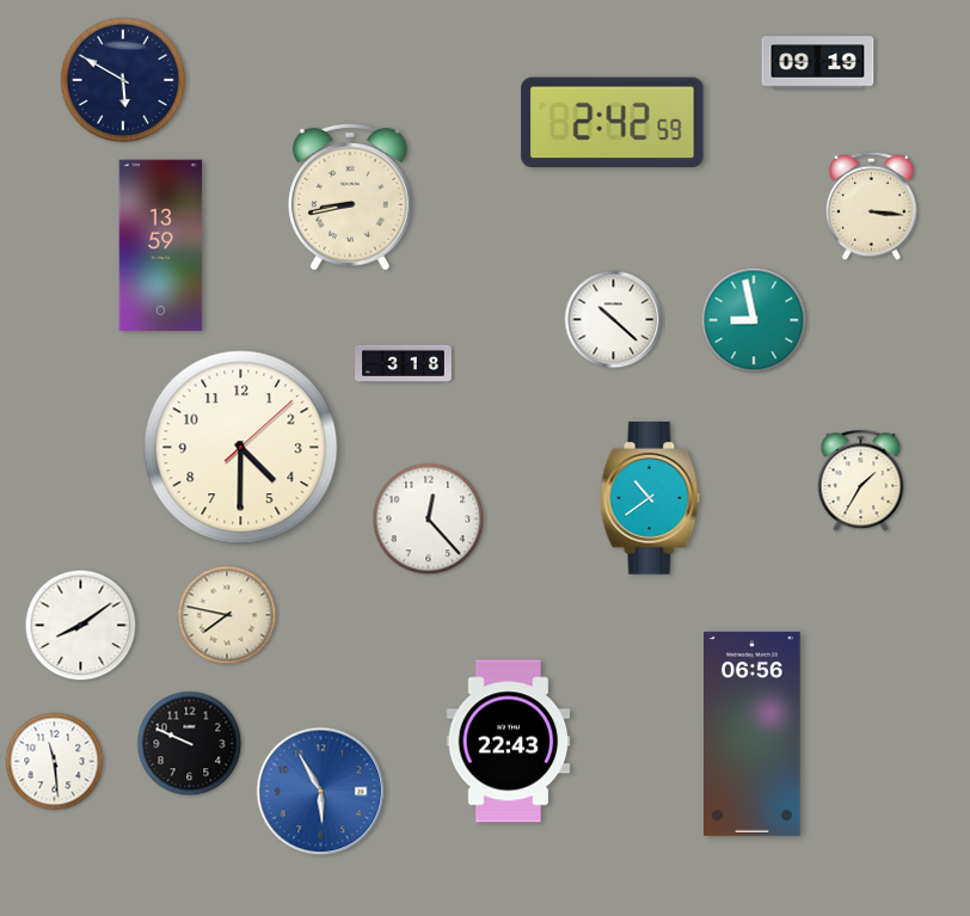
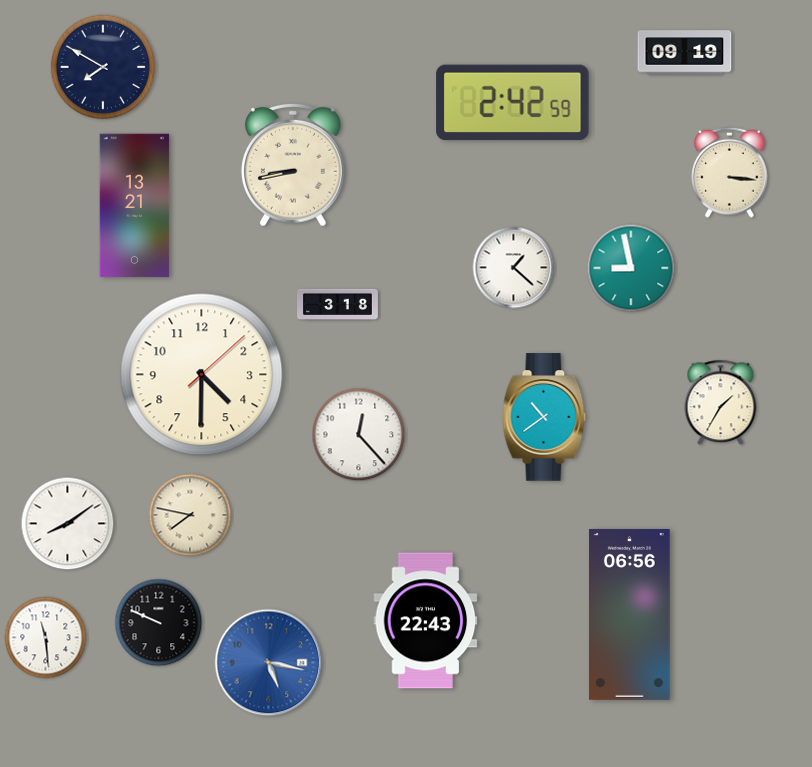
clock at (123, 80): 5:50 -> 7:50
clock at (161, 246): 13:59 -> 13:21
clock at (614, 320): 10:22 -> 1:22
clock at (321, 792): 5:55 -> 5:17
